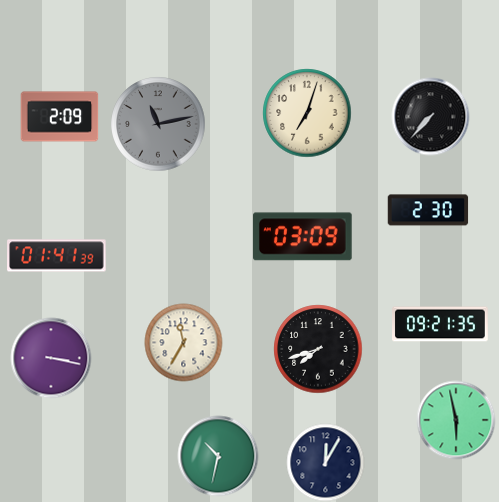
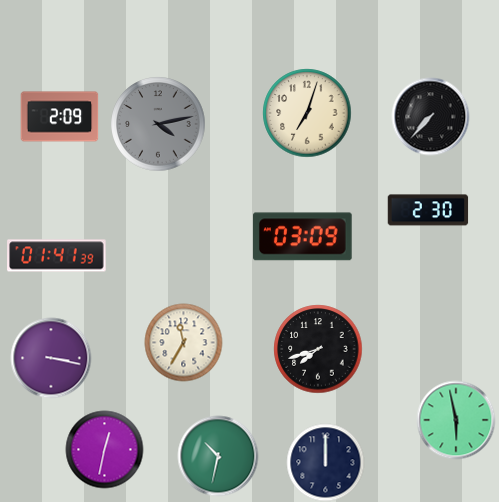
clock at (158, 124): 11:13 -> 4:13
clock at (440, 324): 09:21 -> none
clock at (104, 449): none -> 12:32
clock at (325, 462): 12:05 -> 12:00
